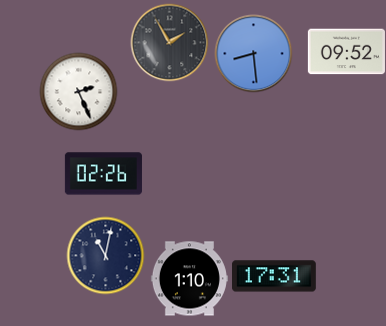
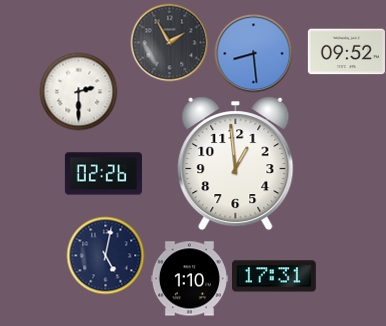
clock at (78, 91): 2:26 -> 2:30
clock at (236, 164): none -> 12:59
clock at (105, 255): 11:02 -> 5:02
